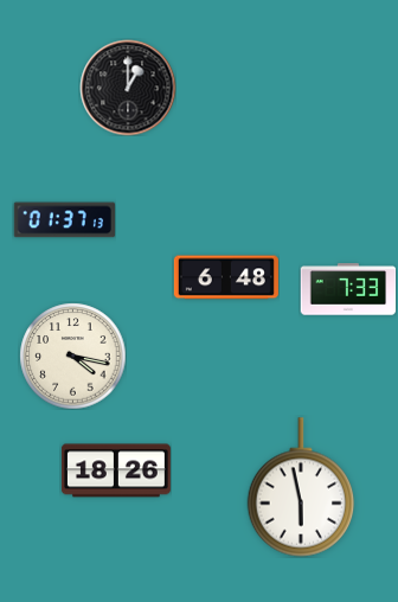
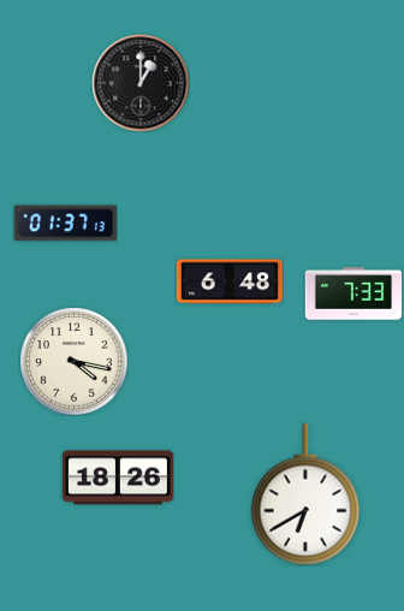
clock at (128, 88) position: (128, 88) -> (141, 83)
clock at (301, 487): 5:58 -> 6:40
